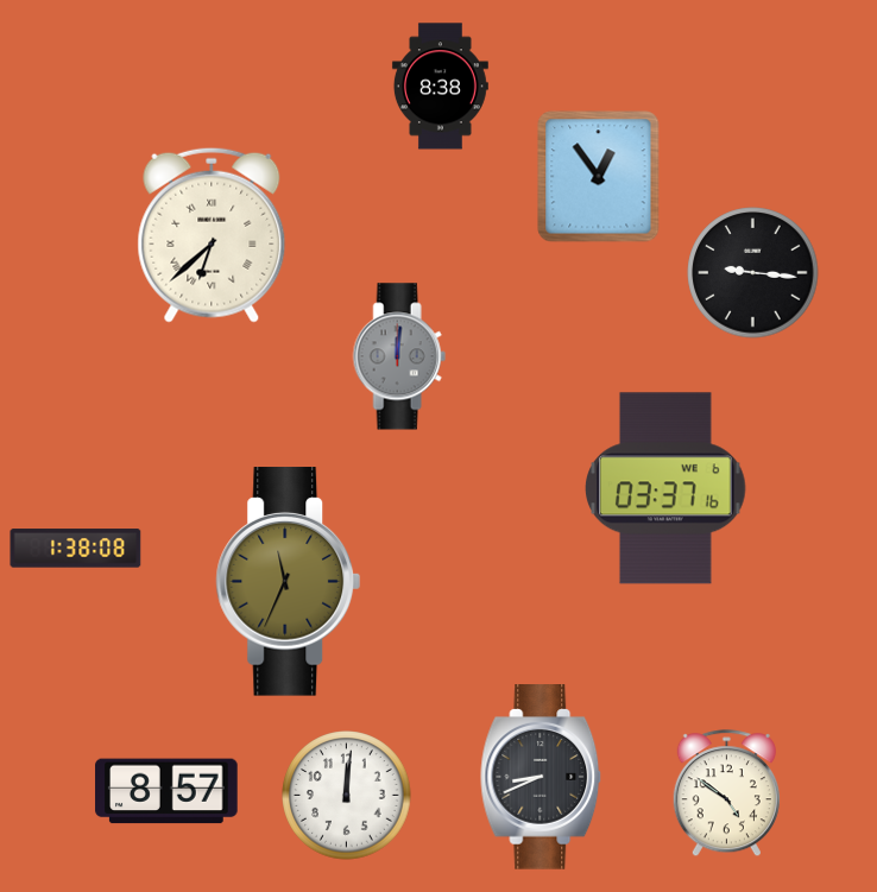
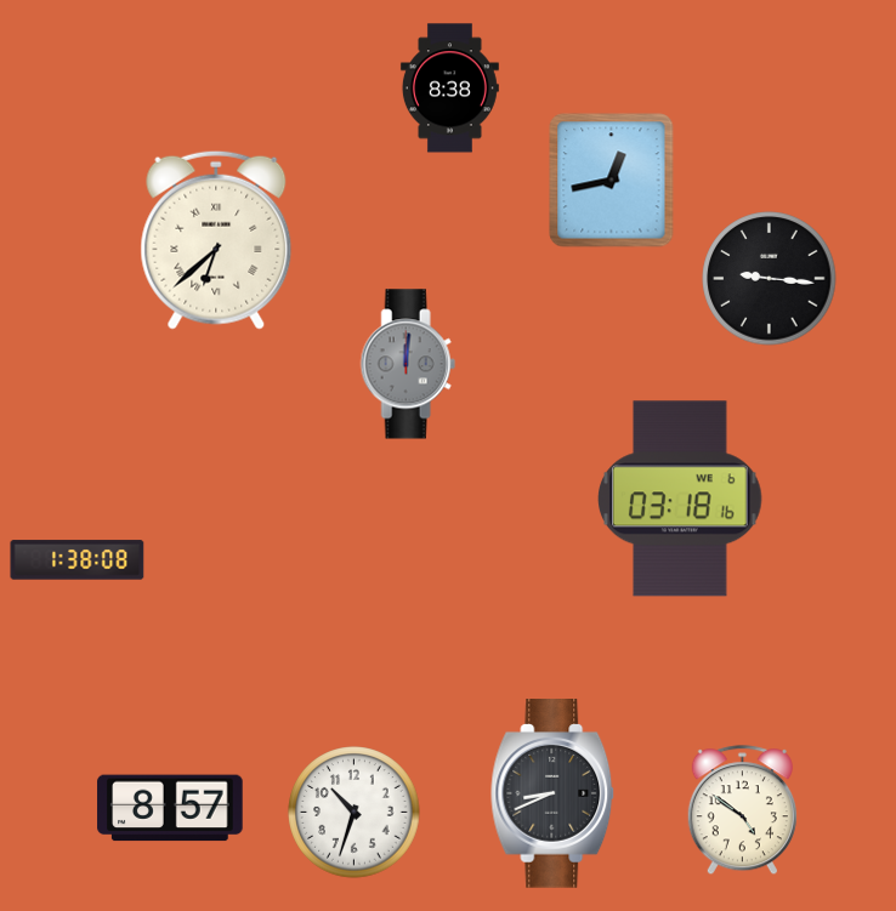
clock at (599, 177): 12:54 -> 12:43
clock at (665, 488): 03:37 -> 03:18
clock at (289, 582): 11:34 -> none
clock at (347, 796): 12:01 -> 10:33
